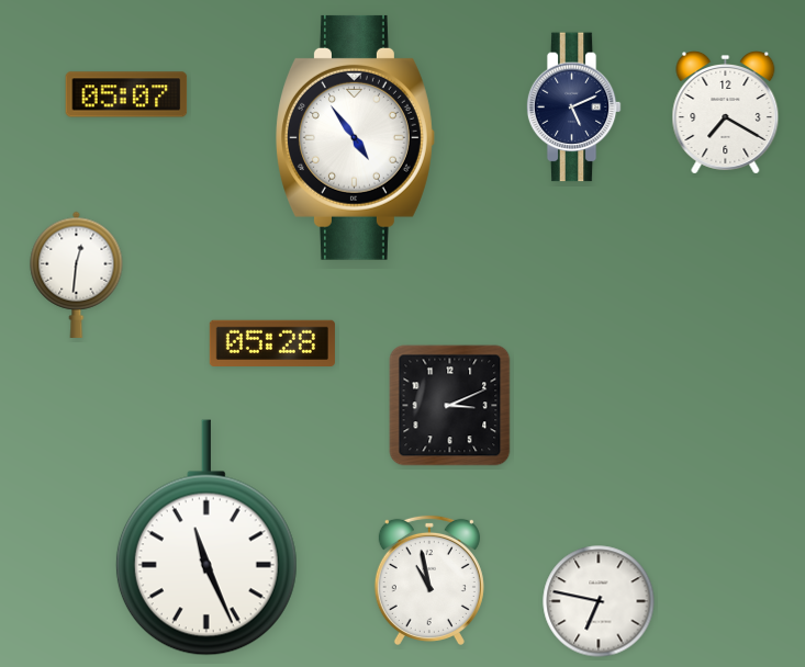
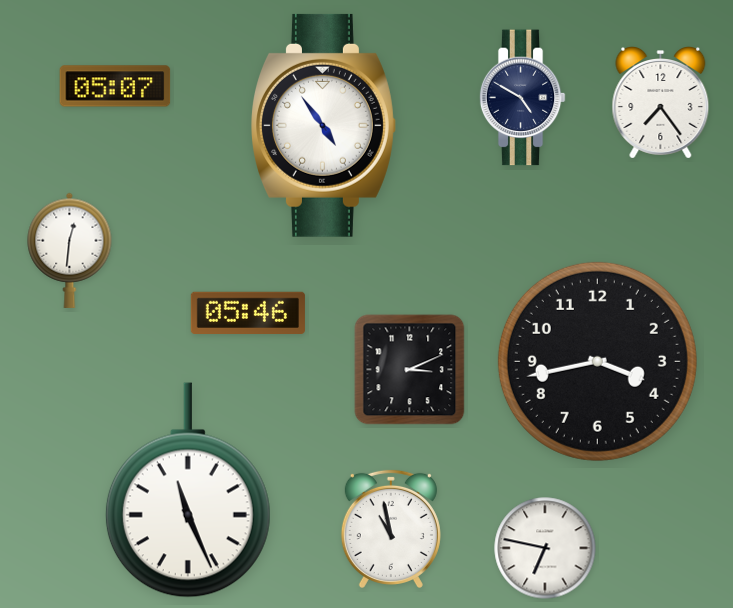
clock at (573, 108): 5:11 -> 4:50
clock at (726, 113): 7:20 -> 7:24
clock at (272, 343): 05:28 -> 05:46
clock at (597, 361): none -> 3:43
